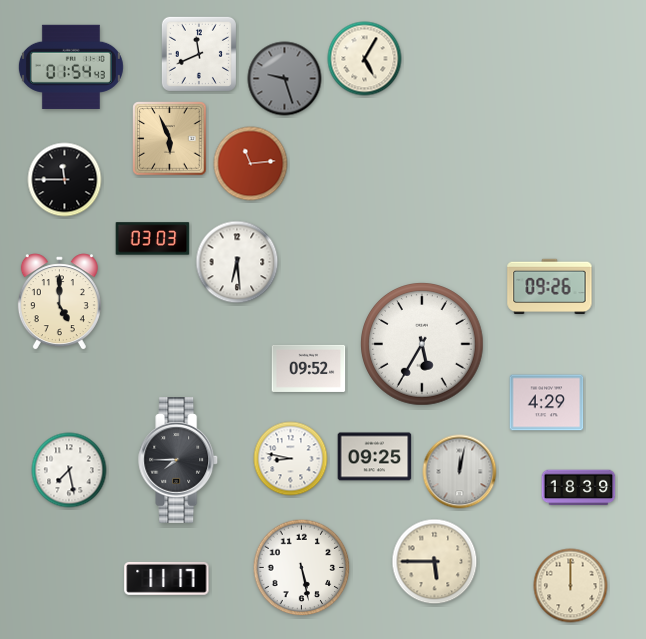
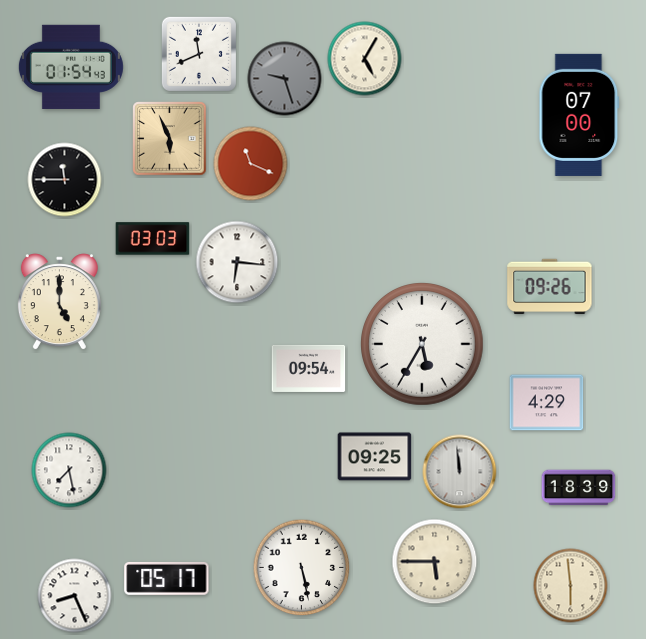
clock at (579, 115): none -> 07:00
clock at (251, 164): 11:14 -> 11:19
clock at (237, 262): 6:29 -> 6:16
clock at (309, 368): 09:52 -> 09:54
clock at (291, 459): 8:47 -> none
clock at (179, 461): 7:45 -> none
clock at (460, 472): 12:02 -> 11:59
clock at (167, 578): 11:17 -> 05:17
clock at (571, 586): 12:00 -> 5:59
clock at (75, 596): none -> 8:26
